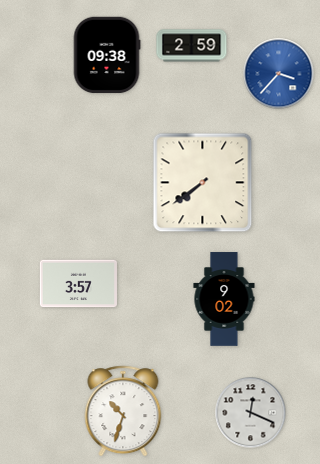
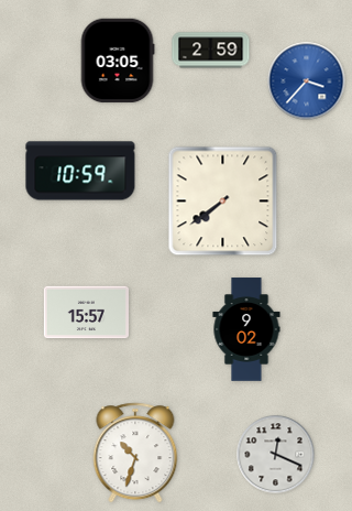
clock at (107, 55): 09:38 -> 03:05
clock at (80, 171): none -> 10:59
clock at (78, 284): 3:57 -> 15:57
